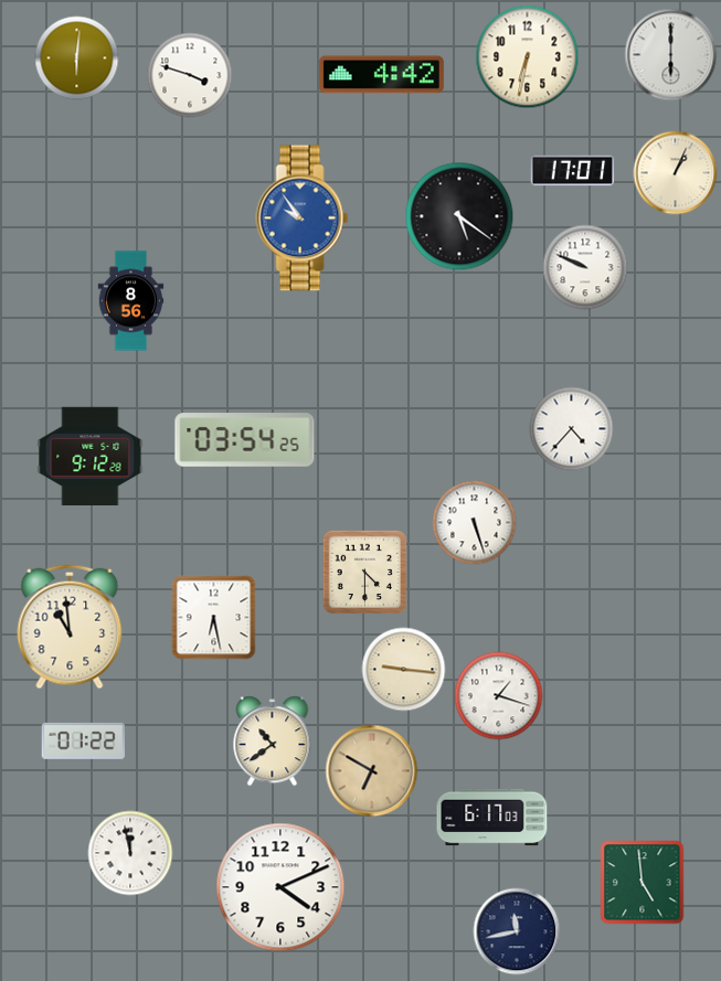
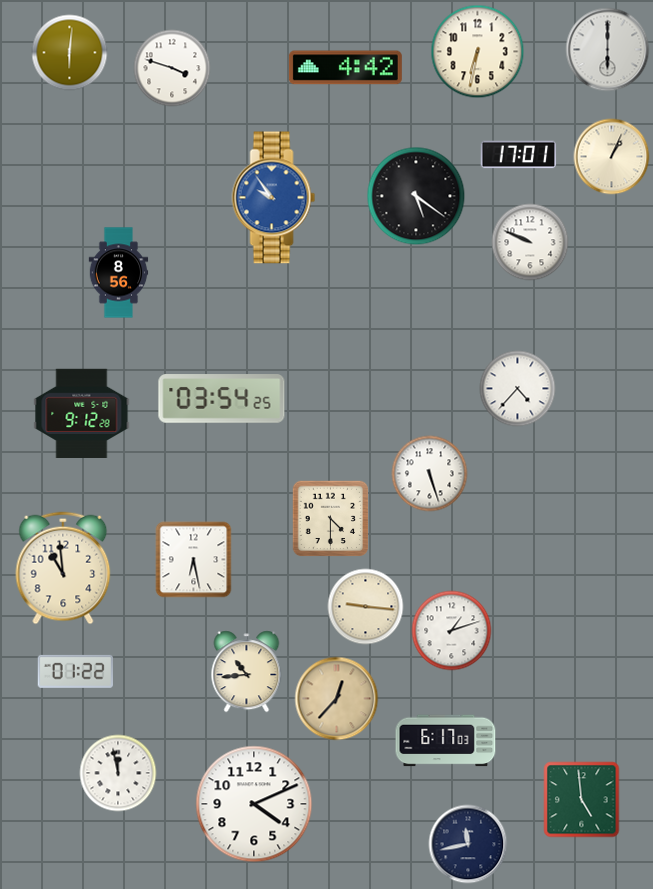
clock at (499, 696): 1:18 -> 1:12
clock at (273, 742): 10:39 -> 10:44
clock at (372, 771): 6:50 -> 12:37
